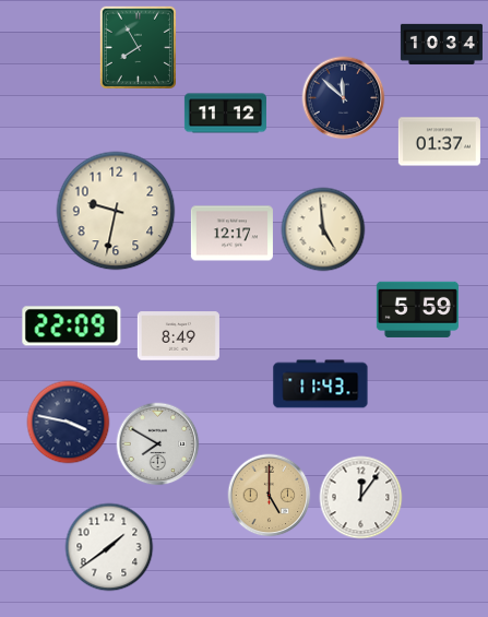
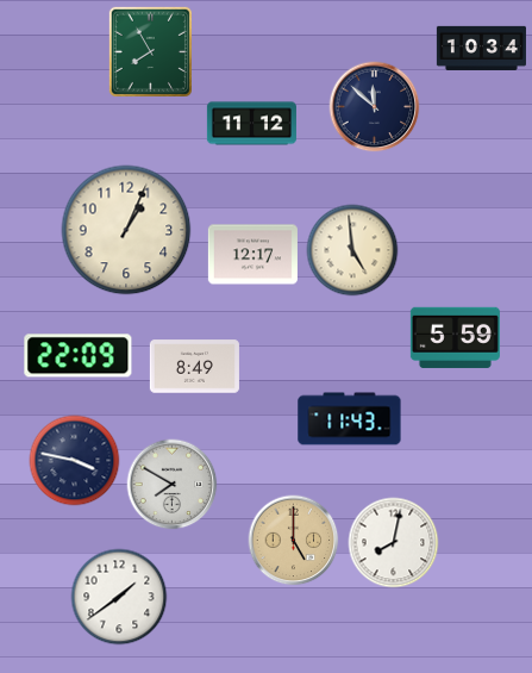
clock at (225, 114) position: (225, 114) -> (251, 124)
clock at (439, 142): 01:37 -> none
clock at (116, 211): 9:32 -> 1:04
clock at (361, 498): 12:06 -> 8:02
